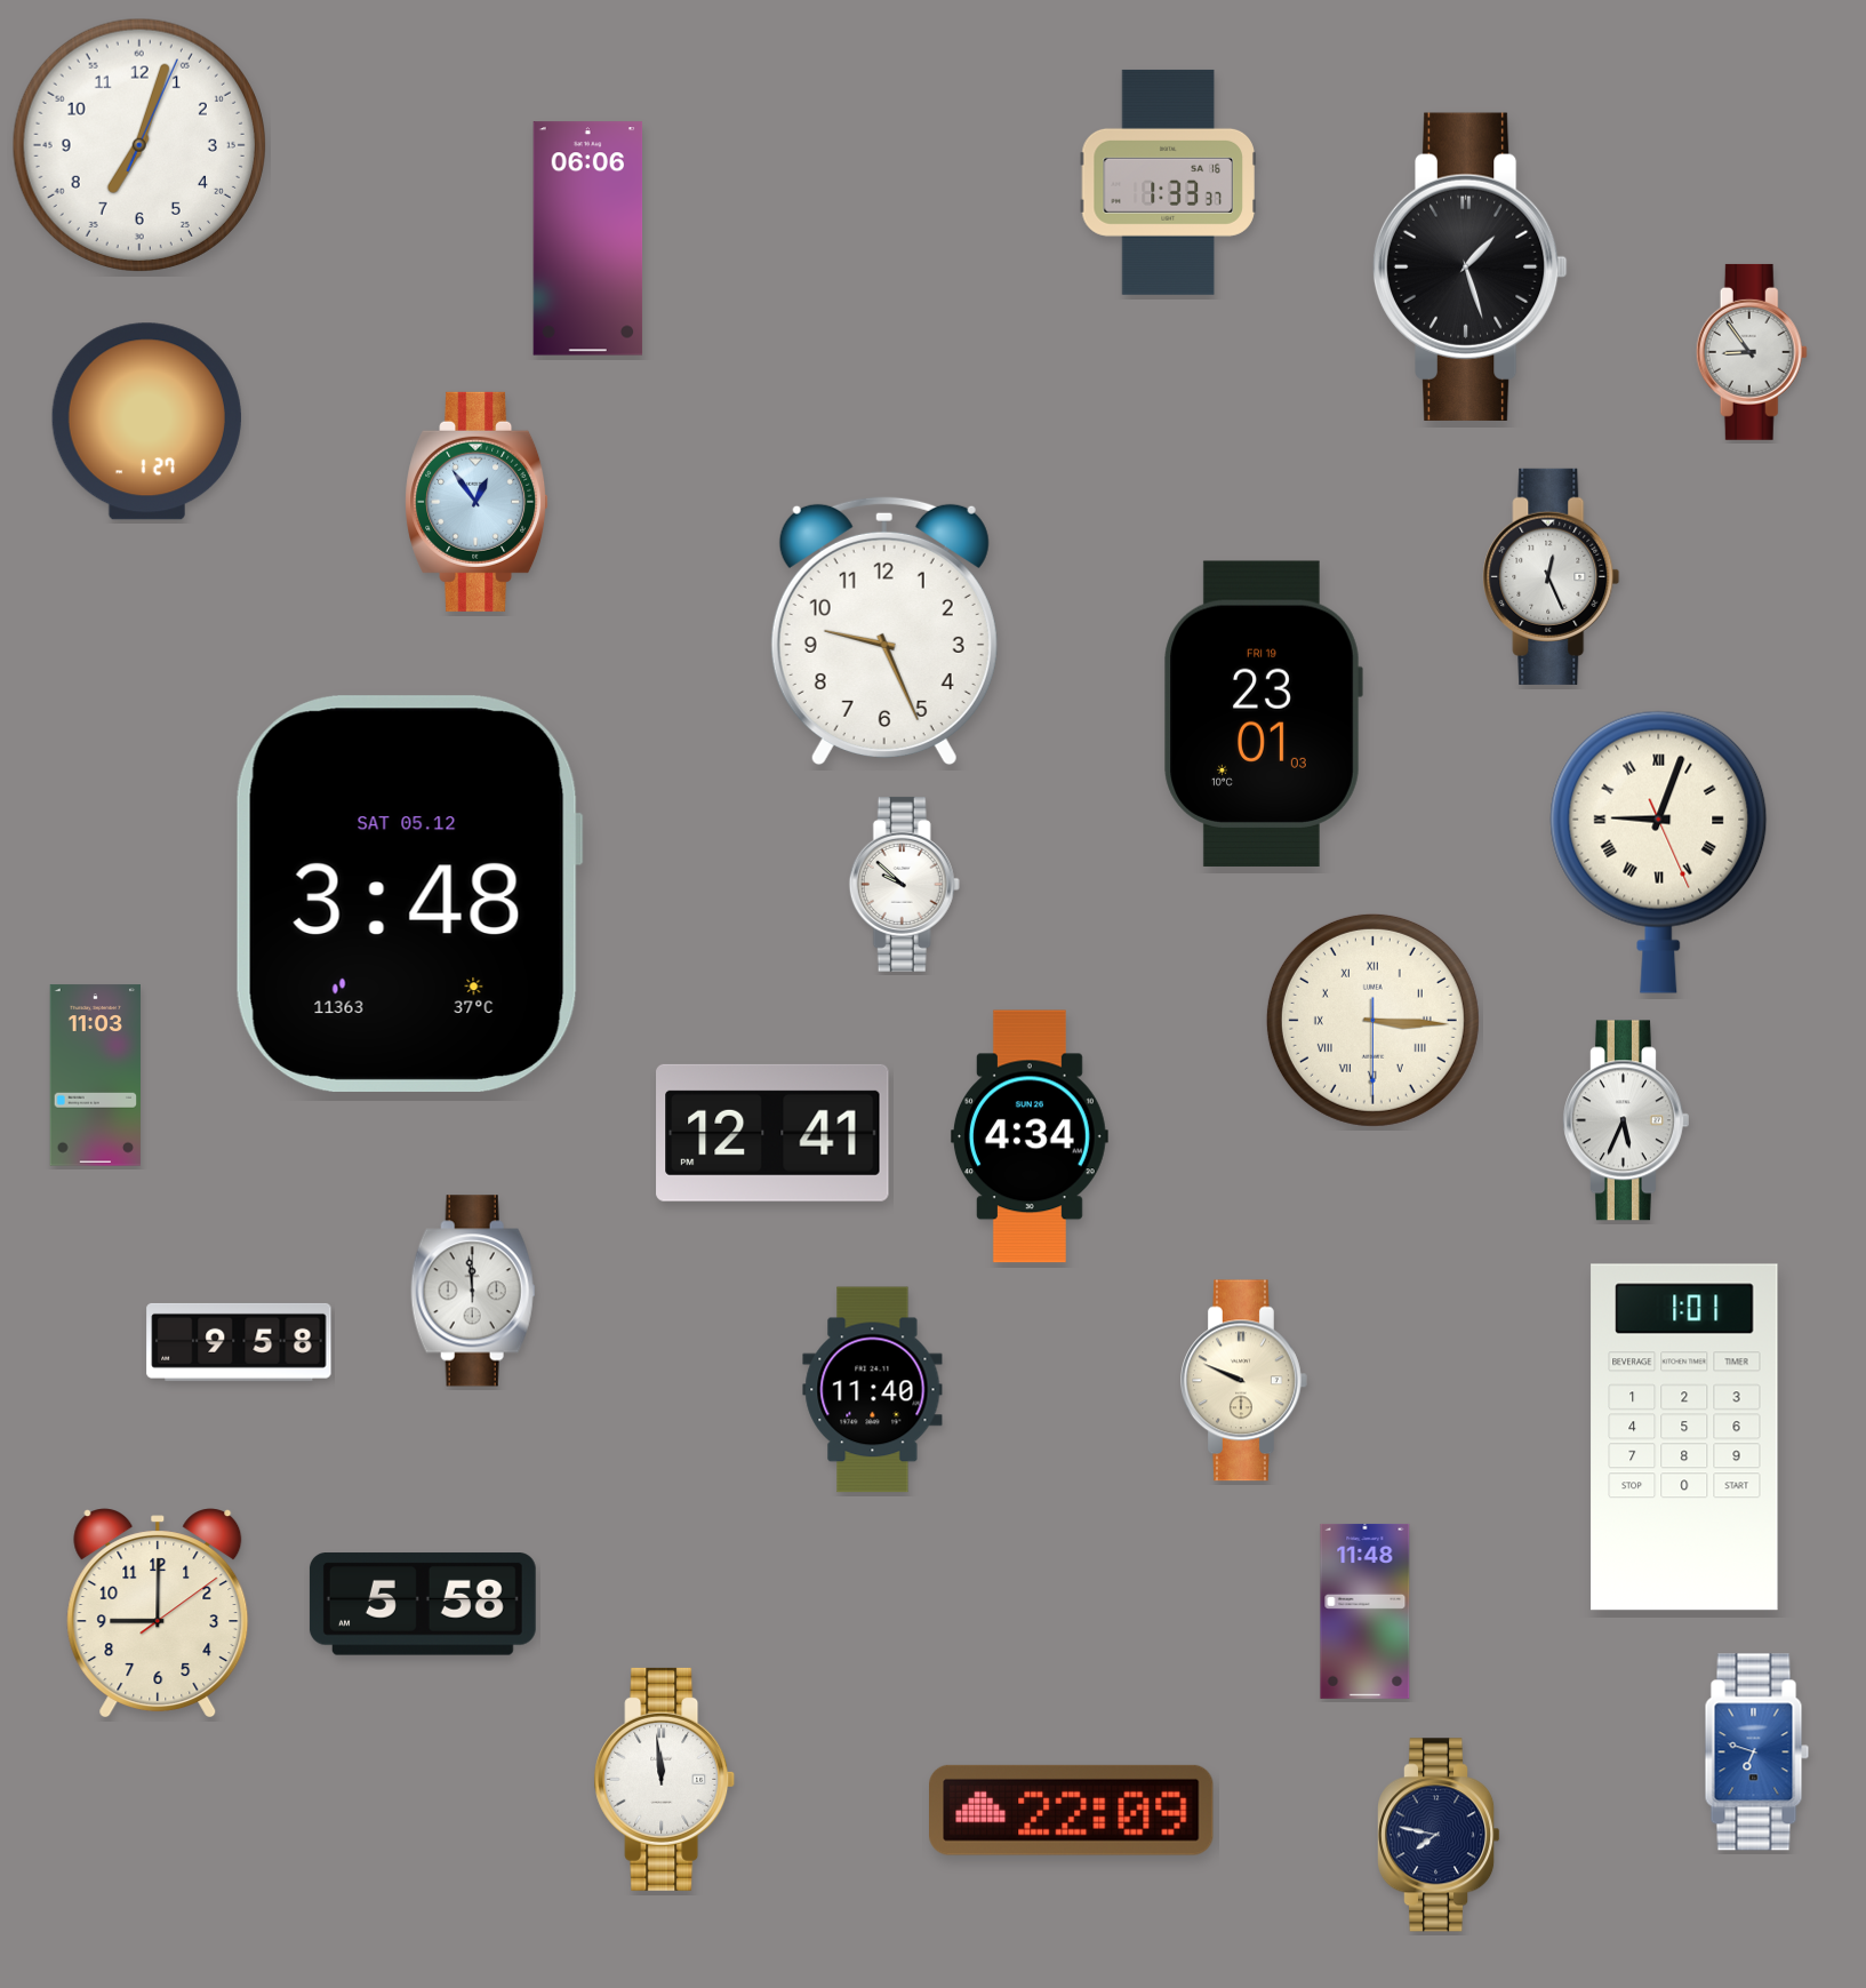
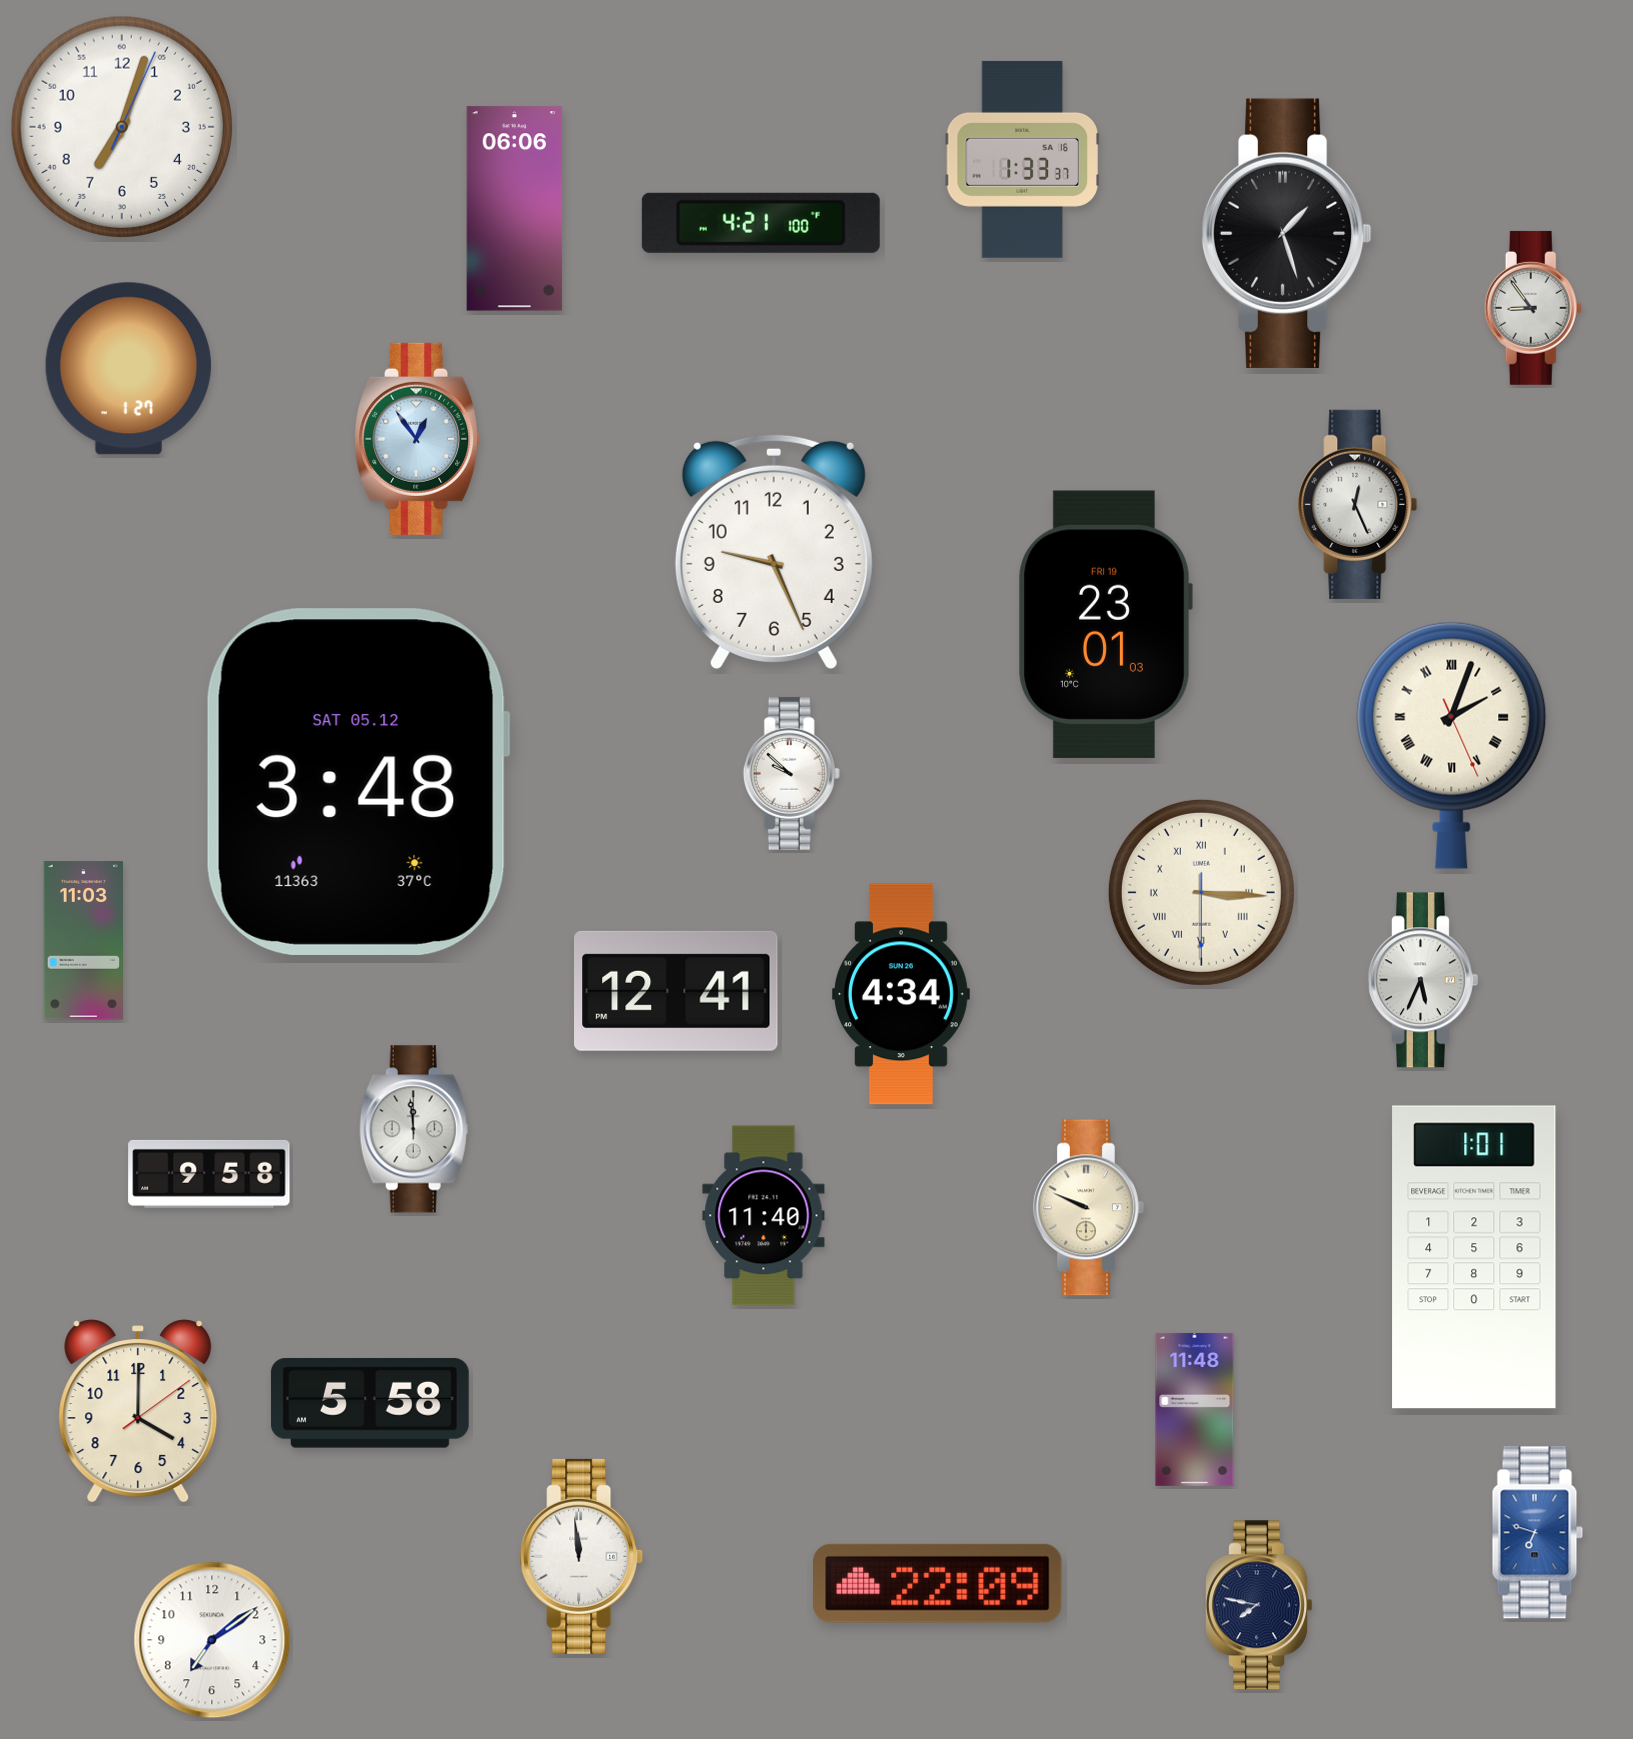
clock at (761, 223): none -> 4:21
clock at (1659, 852): 9:03 -> 2:03
clock at (158, 1612): 9:00 -> 4:00
clock at (212, 1640): none -> 7:09
